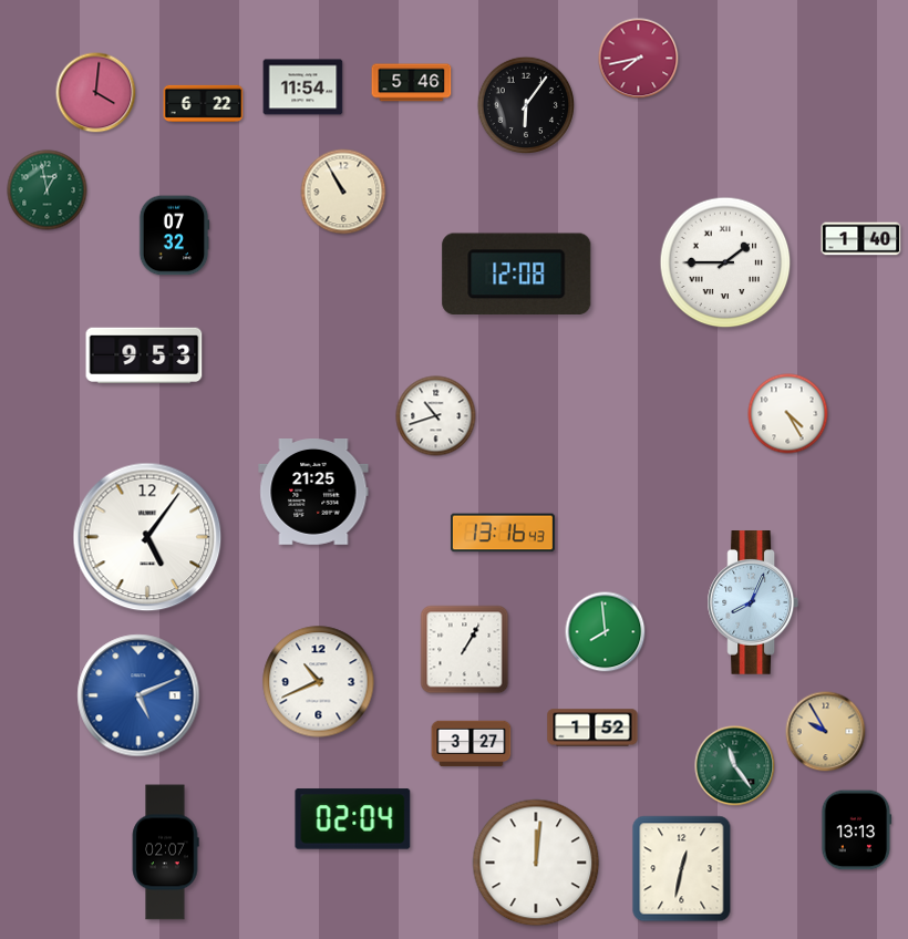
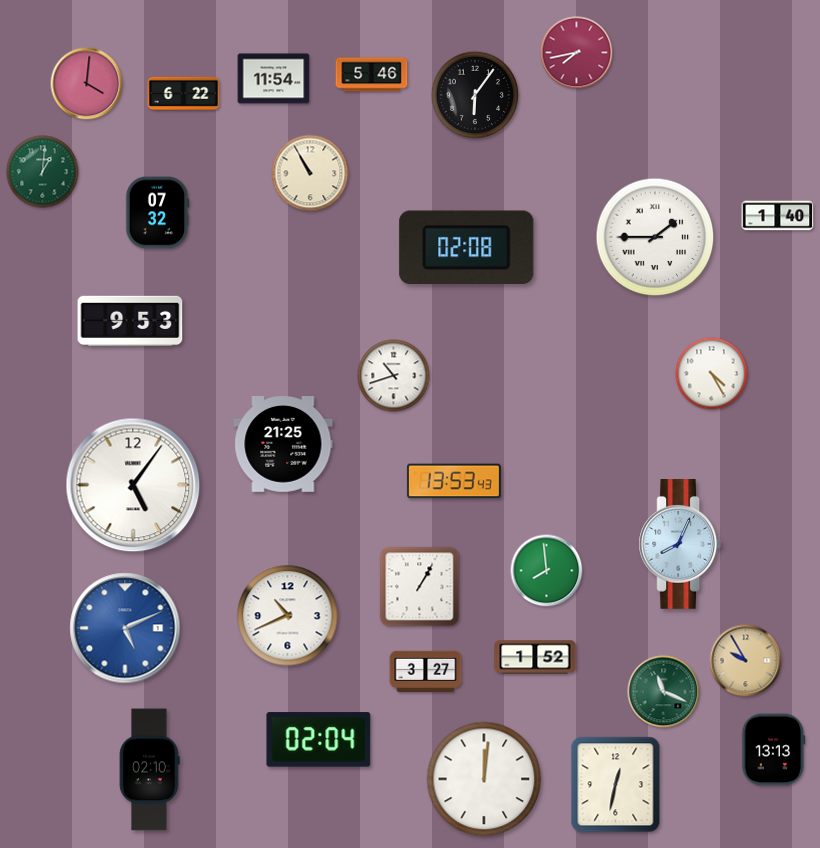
clock at (48, 190): 12:58 -> 1:01
clock at (517, 274): 12:08 -> 02:08
clock at (503, 533): 13:16 -> 13:53
clock at (735, 766): 11:24 -> 11:19
clock at (165, 853): 02:07 -> 02:10
